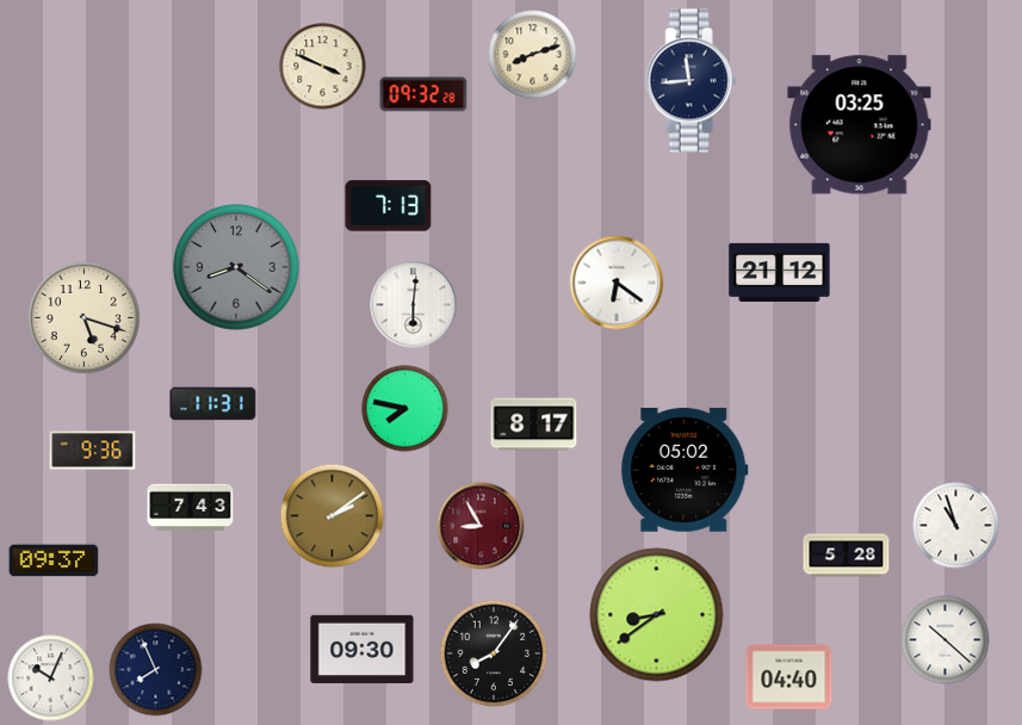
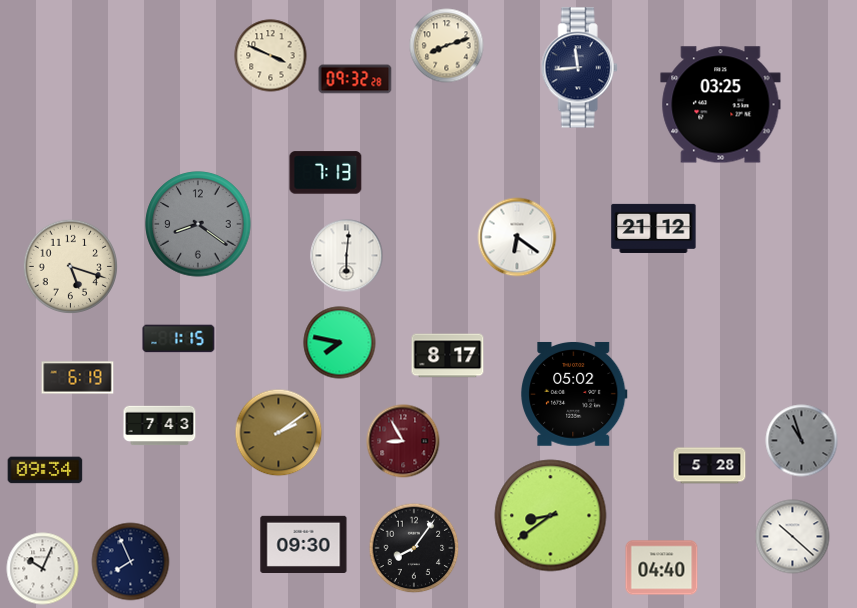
clock at (213, 404): 11:31 -> 1:15
clock at (93, 451): 9:36 -> 6:19
clock at (956, 526) dial: white -> grey
clock at (54, 560): 09:37 -> 09:34
